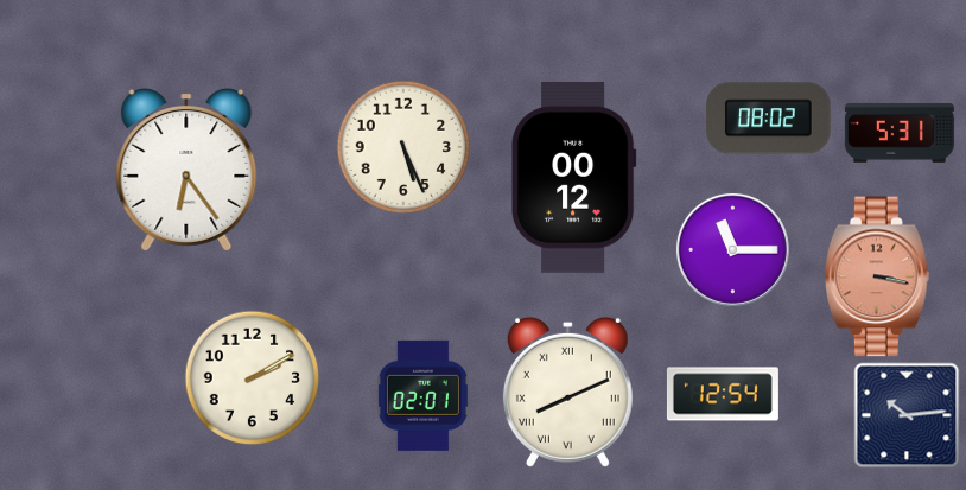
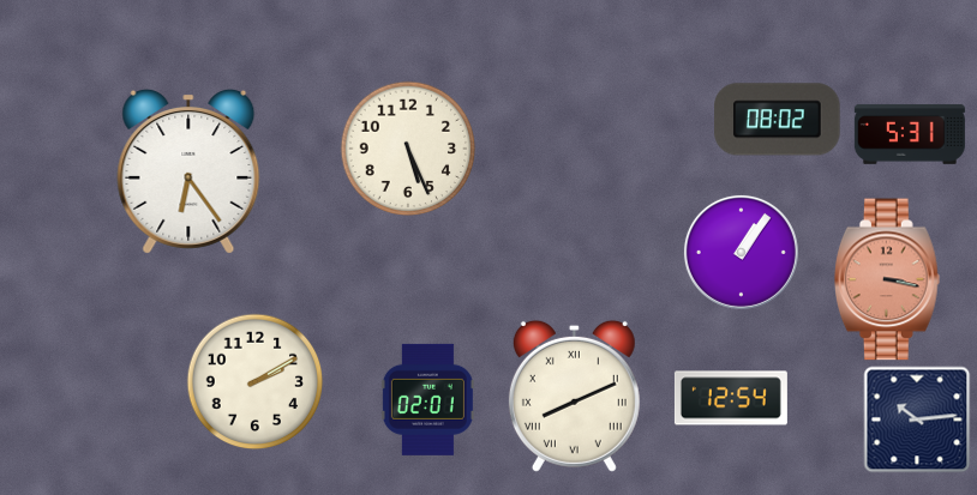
clock at (573, 177): 00:12 -> none
clock at (732, 249): 11:15 -> 1:06
